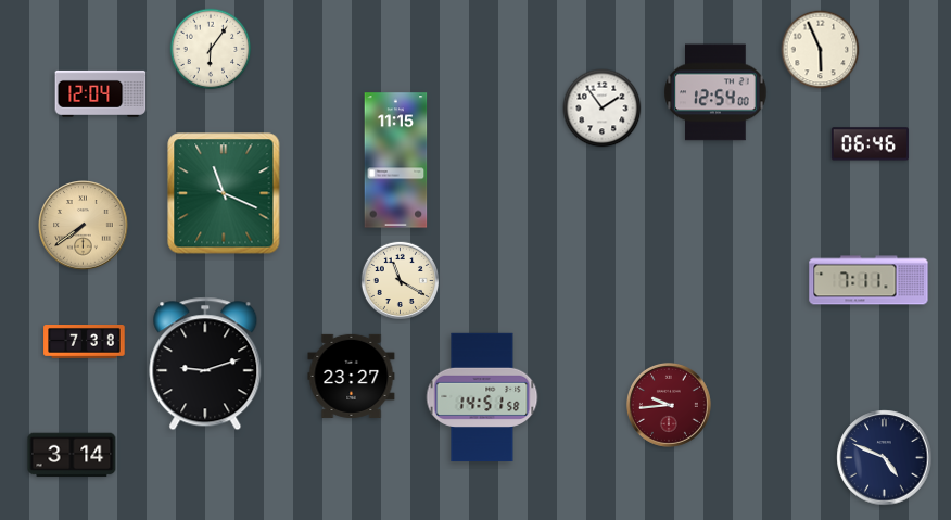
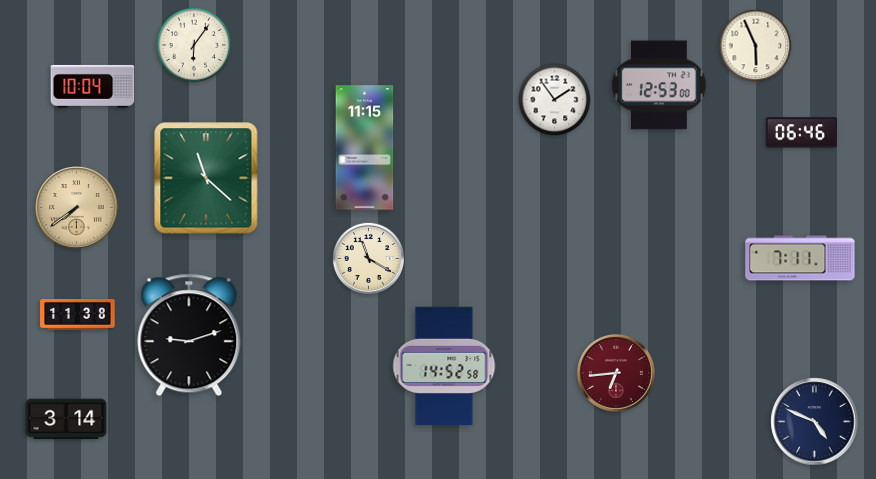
clock at (715, 92): 12:54 -> 12:53
clock at (101, 93): 12:04 -> 10:04
clock at (224, 193): 11:19 -> 11:22
clock at (85, 342): 7:38 -> 11:38
clock at (352, 376): 23:27 -> none
clock at (482, 397): 14:51 -> 14:52
clock at (669, 405): 9:44 -> 6:44
